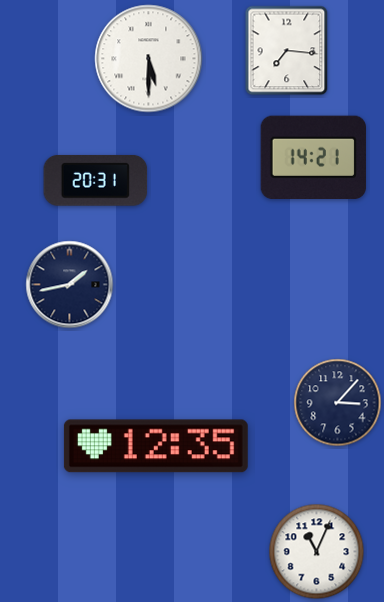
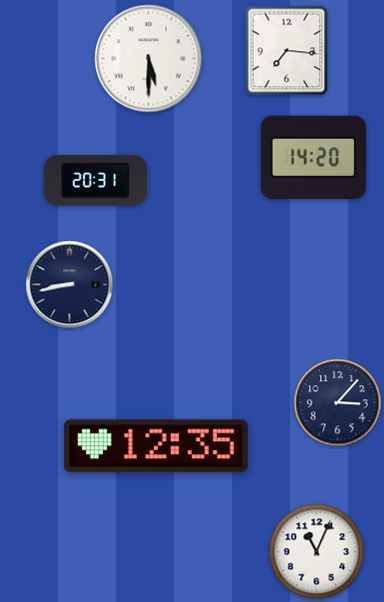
clock at (313, 158): 14:21 -> 14:20
clock at (70, 285): 1:43 -> 8:43
